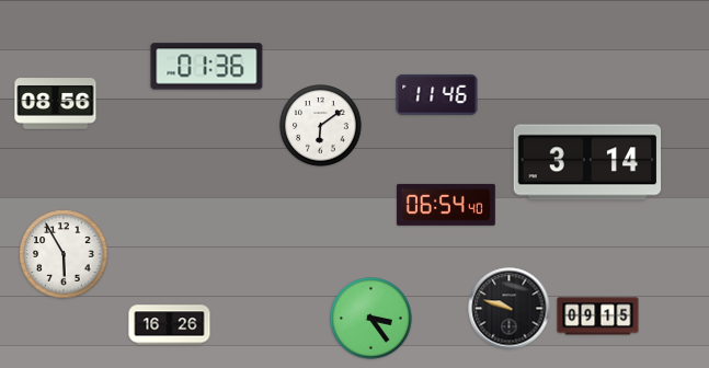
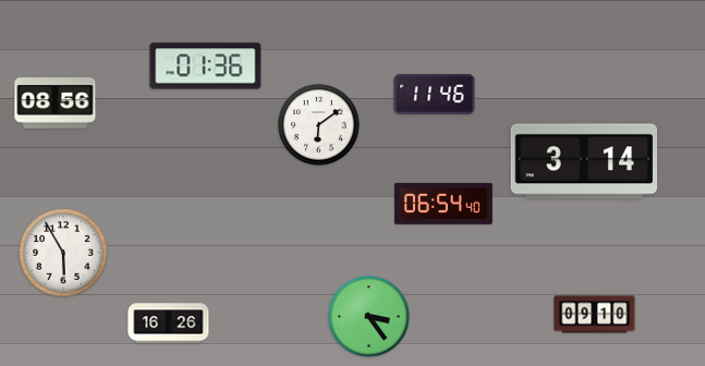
clock at (510, 309): 9:48 -> none
clock at (598, 317): 09:15 -> 09:10
